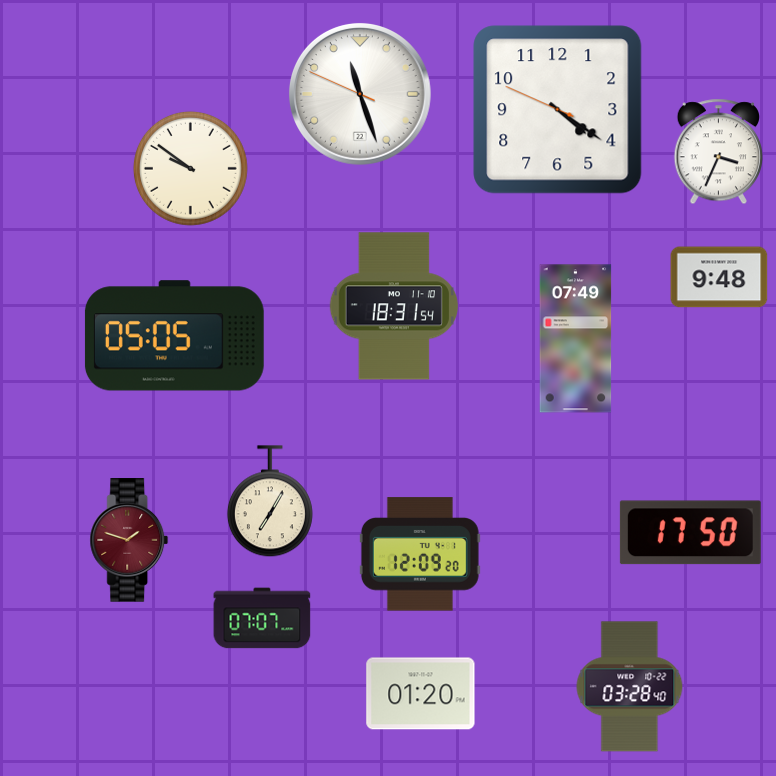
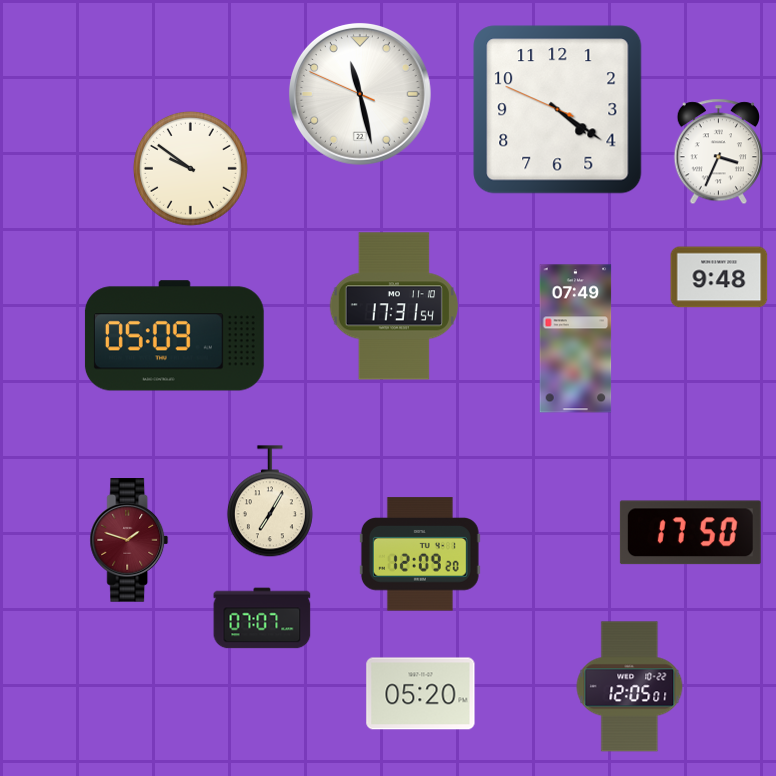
clock at (360, 94): 11:26 -> 11:27
clock at (394, 306): 18:31 -> 17:31
clock at (174, 336): 05:05 -> 05:09
clock at (630, 687): 03:28 -> 12:05
clock at (421, 694): 01:20 -> 05:20
